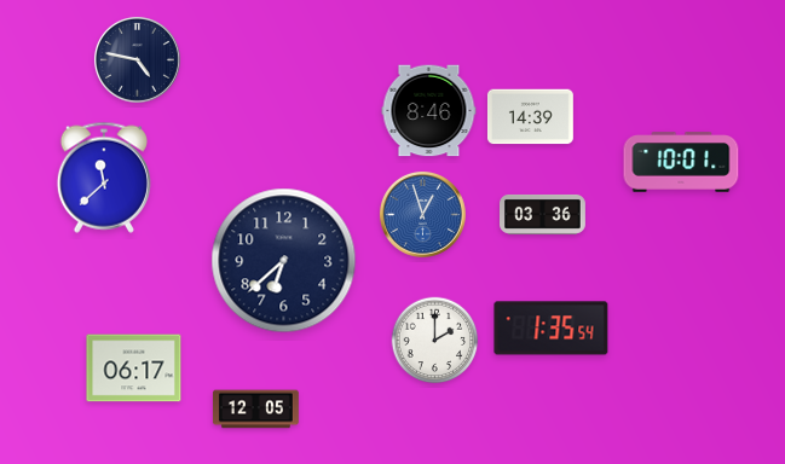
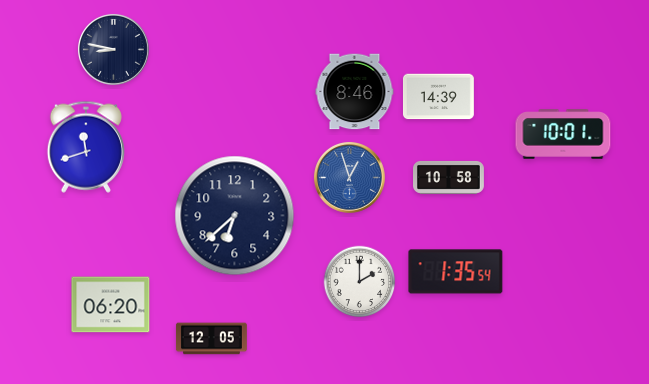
clock at (137, 59): 4:47 -> 8:47
clock at (104, 178): 11:38 -> 11:42
clock at (543, 214): 03:36 -> 10:58
clock at (134, 369): 06:17 -> 06:20
